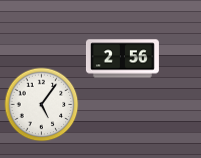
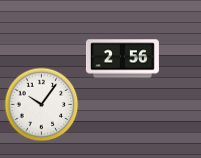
clock at (42, 105): 5:06 -> 10:06
